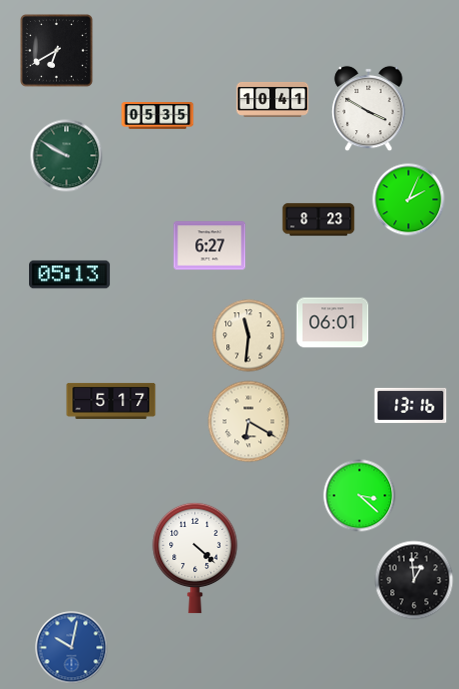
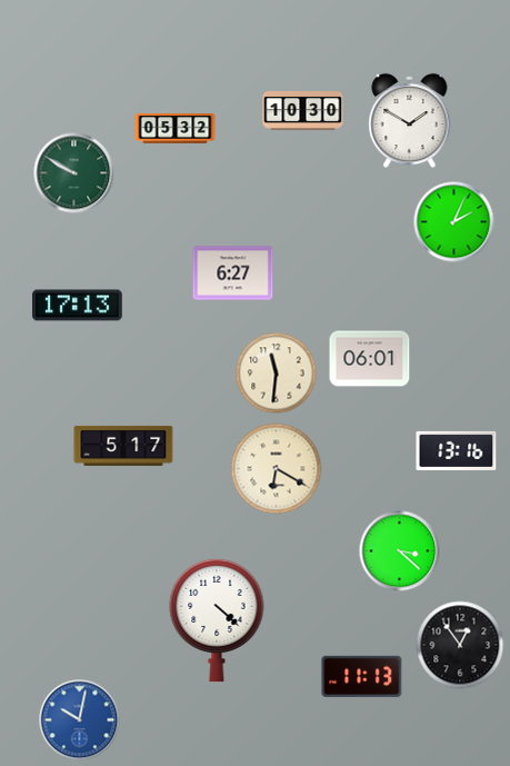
clock at (57, 51): 6:40 -> none
clock at (273, 99): 10:41 -> 10:30
clock at (369, 109): 3:50 -> 1:50
clock at (158, 116): 05:35 -> 05:32
clock at (319, 220): 8:23 -> none
clock at (70, 275): 05:13 -> 17:13
clock at (414, 580): 12:59 -> 12:54
clock at (362, 676): none -> 11:13
